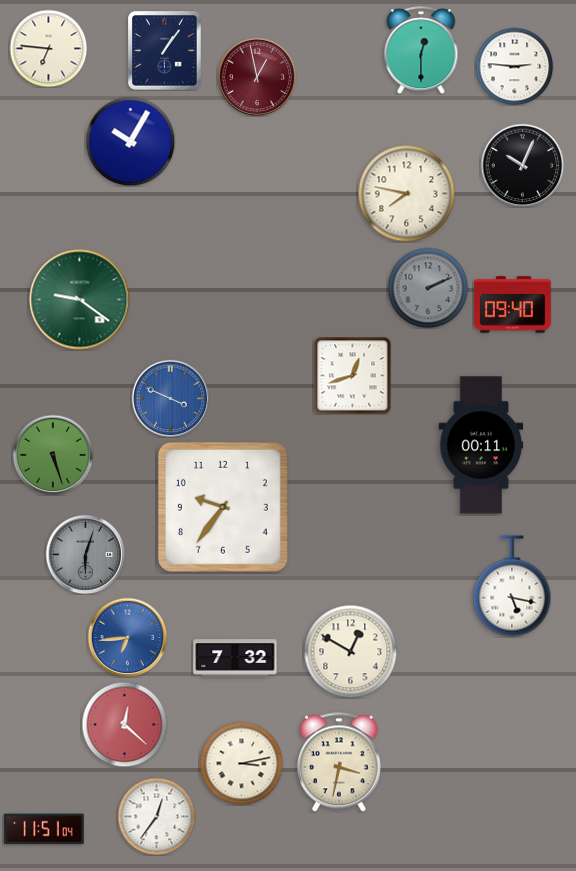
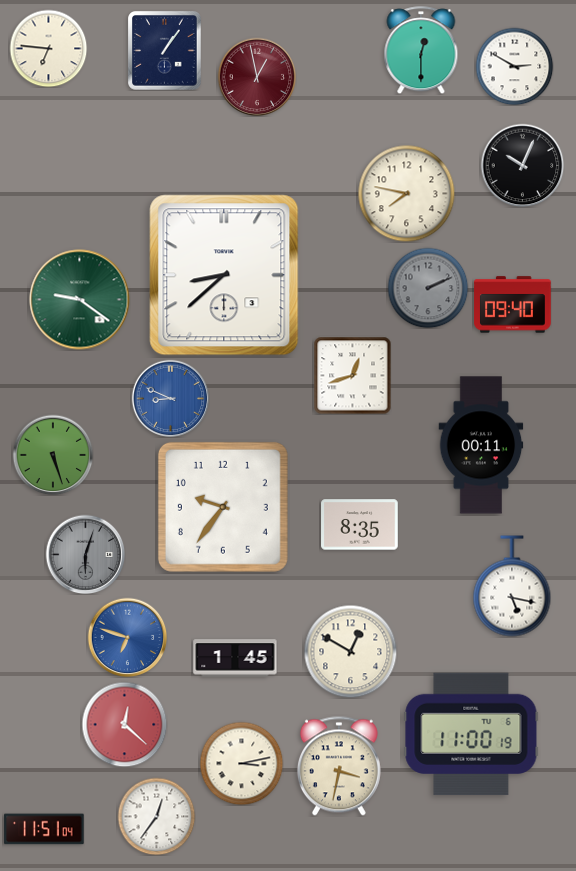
clock at (514, 66): 2:46 -> 2:50
clock at (130, 141): 10:05 -> none
clock at (224, 275): none -> 8:38
clock at (170, 398): 3:49 -> 8:49
clock at (360, 525): none -> 8:35
clock at (127, 637): 6:44 -> 6:48
clock at (235, 658): 7:32 -> 1:45
clock at (471, 734): none -> 11:00
clock at (339, 762) position: (339, 762) -> (339, 766)
